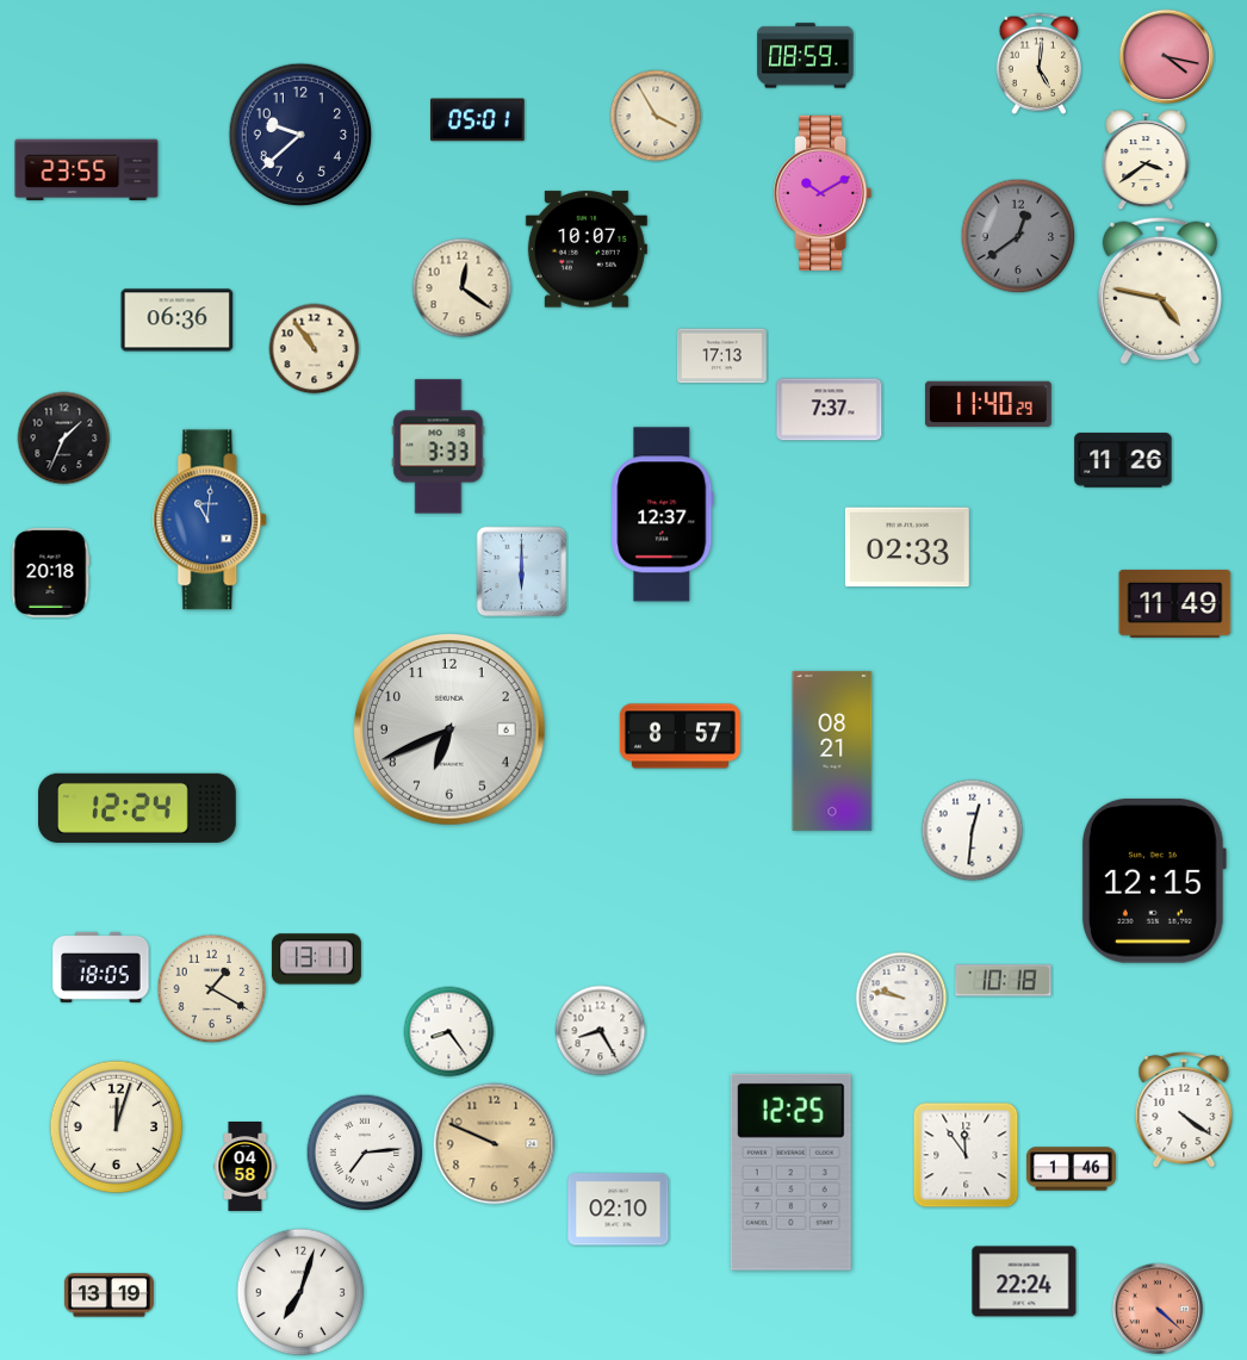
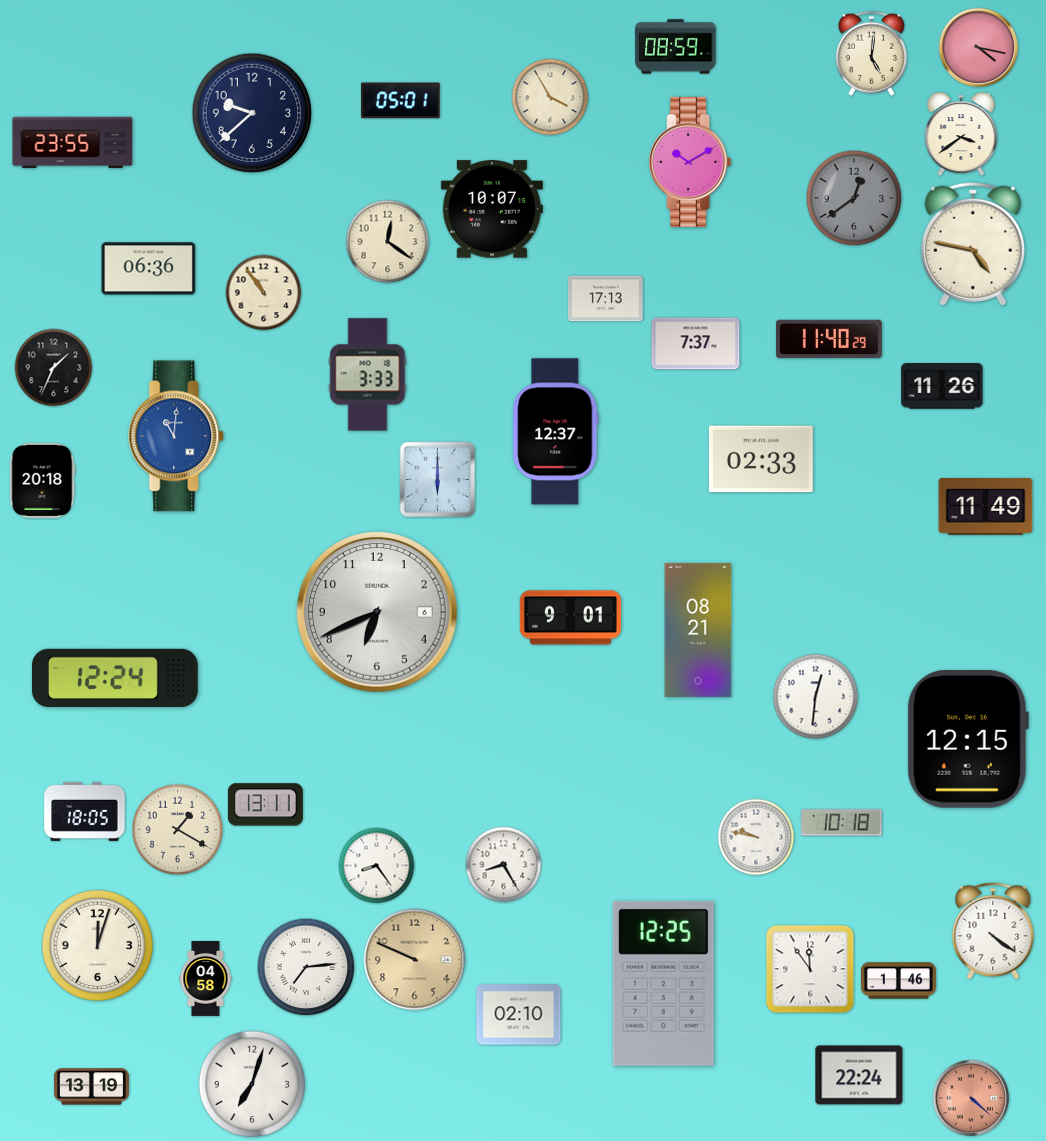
clock at (680, 737): 8:57 -> 9:01
